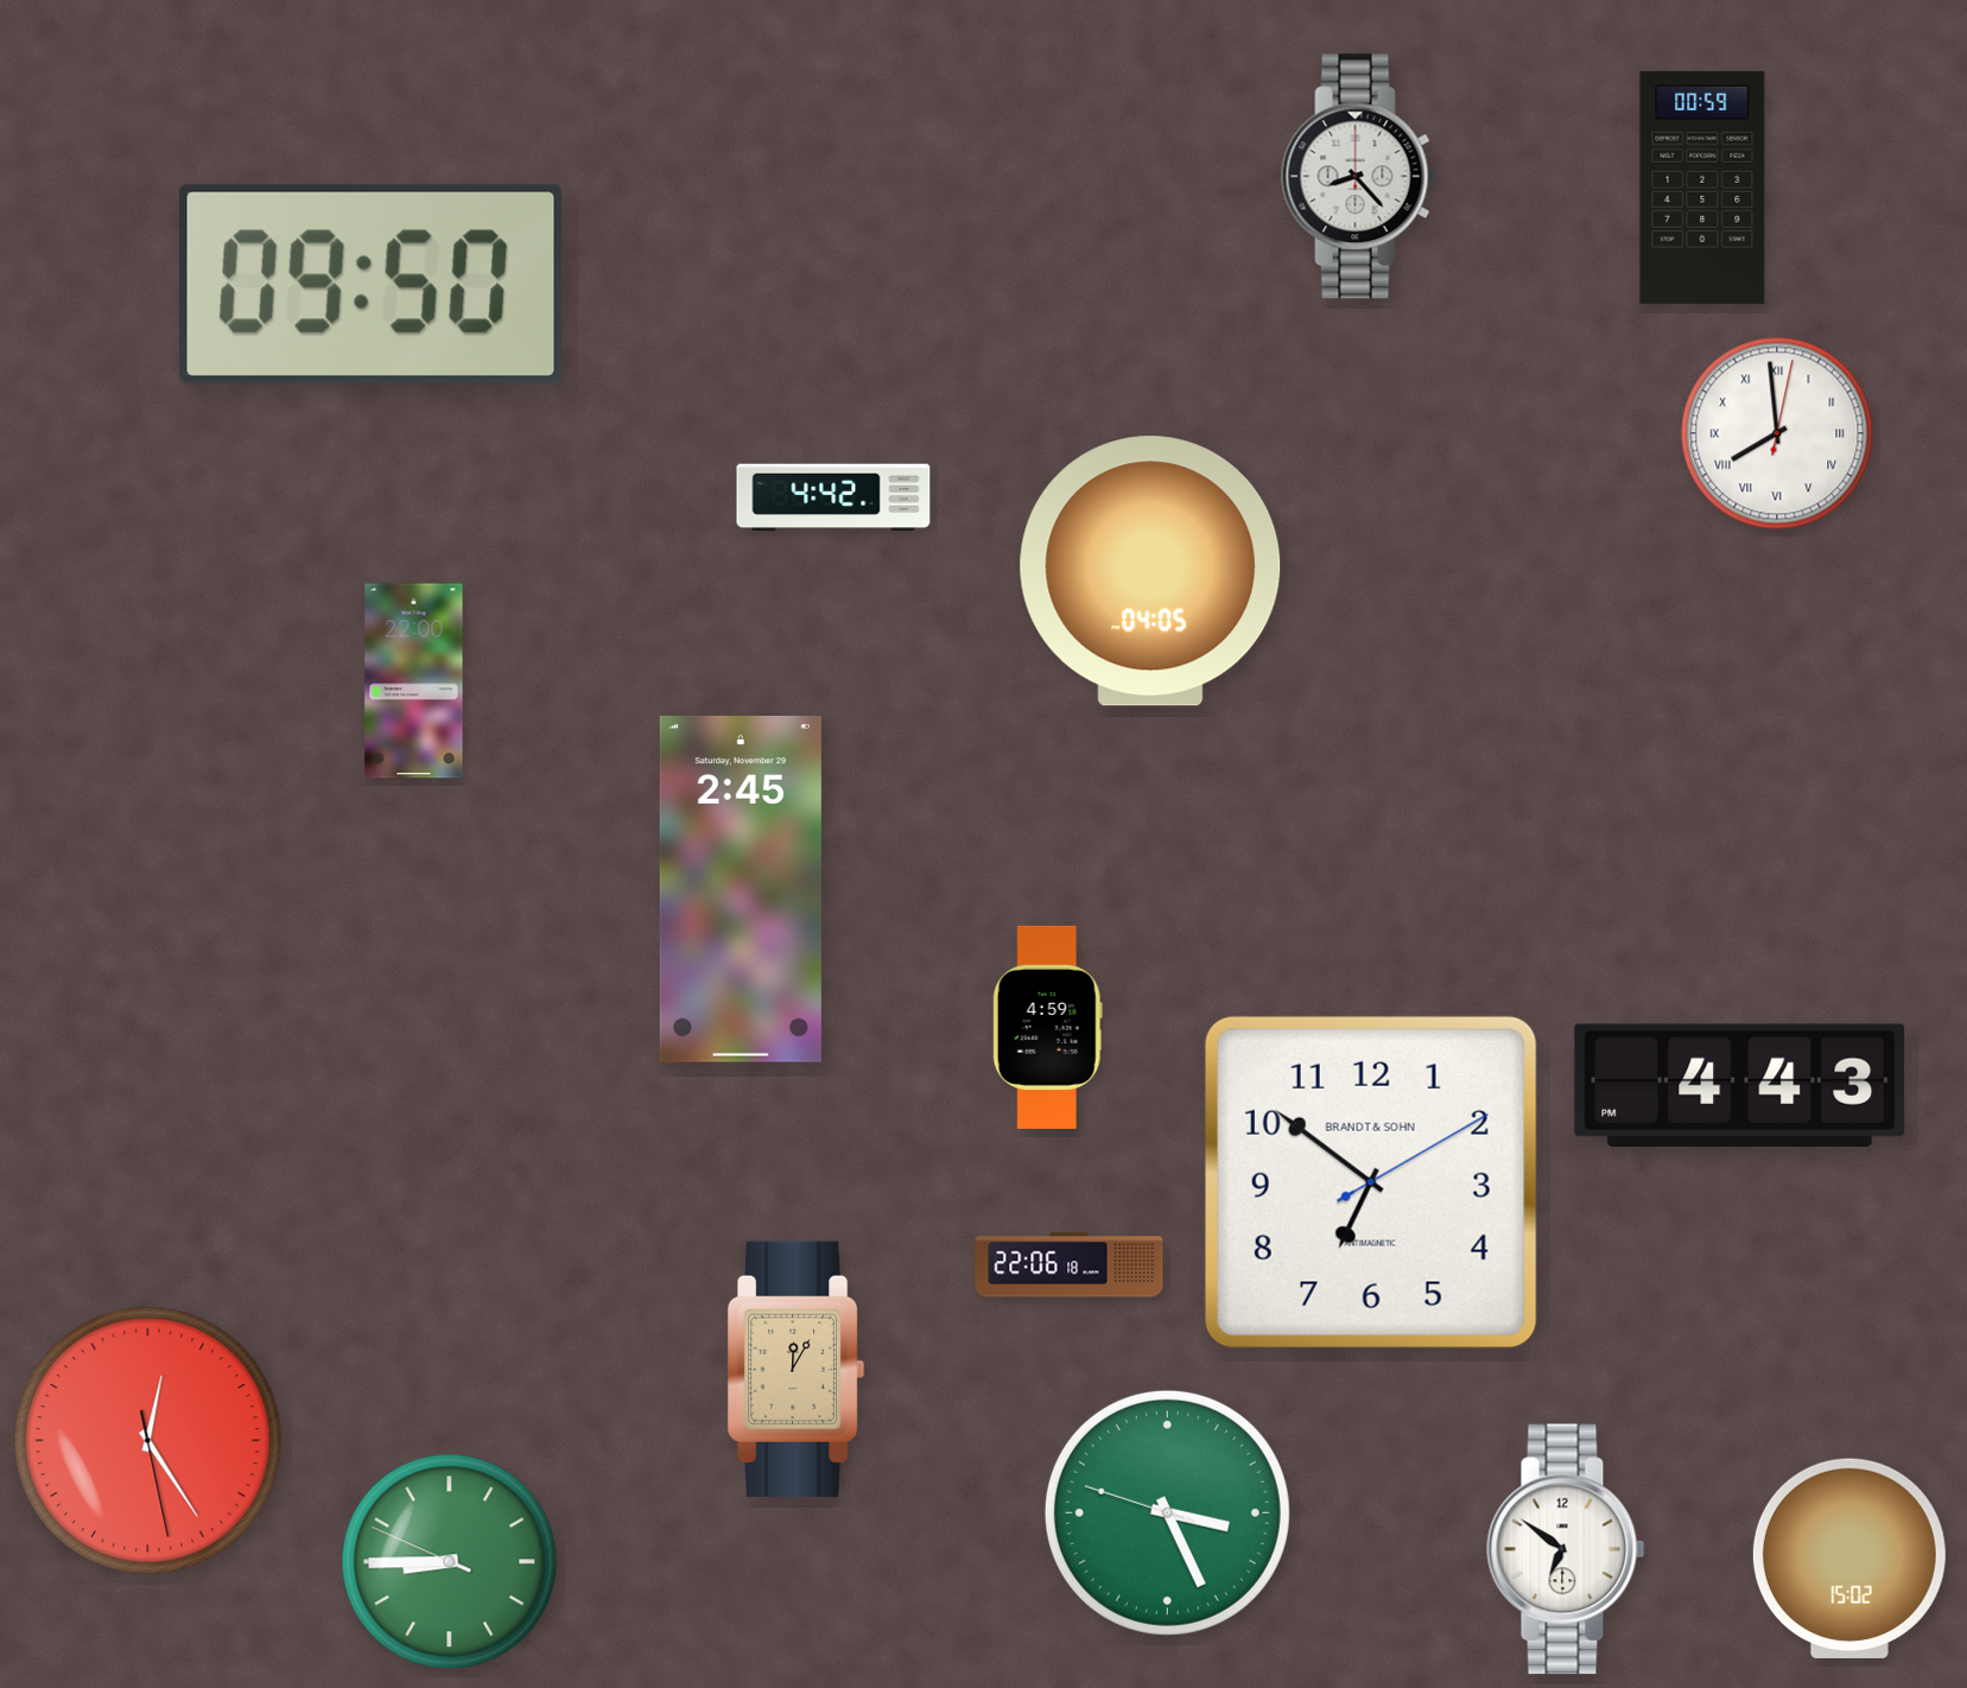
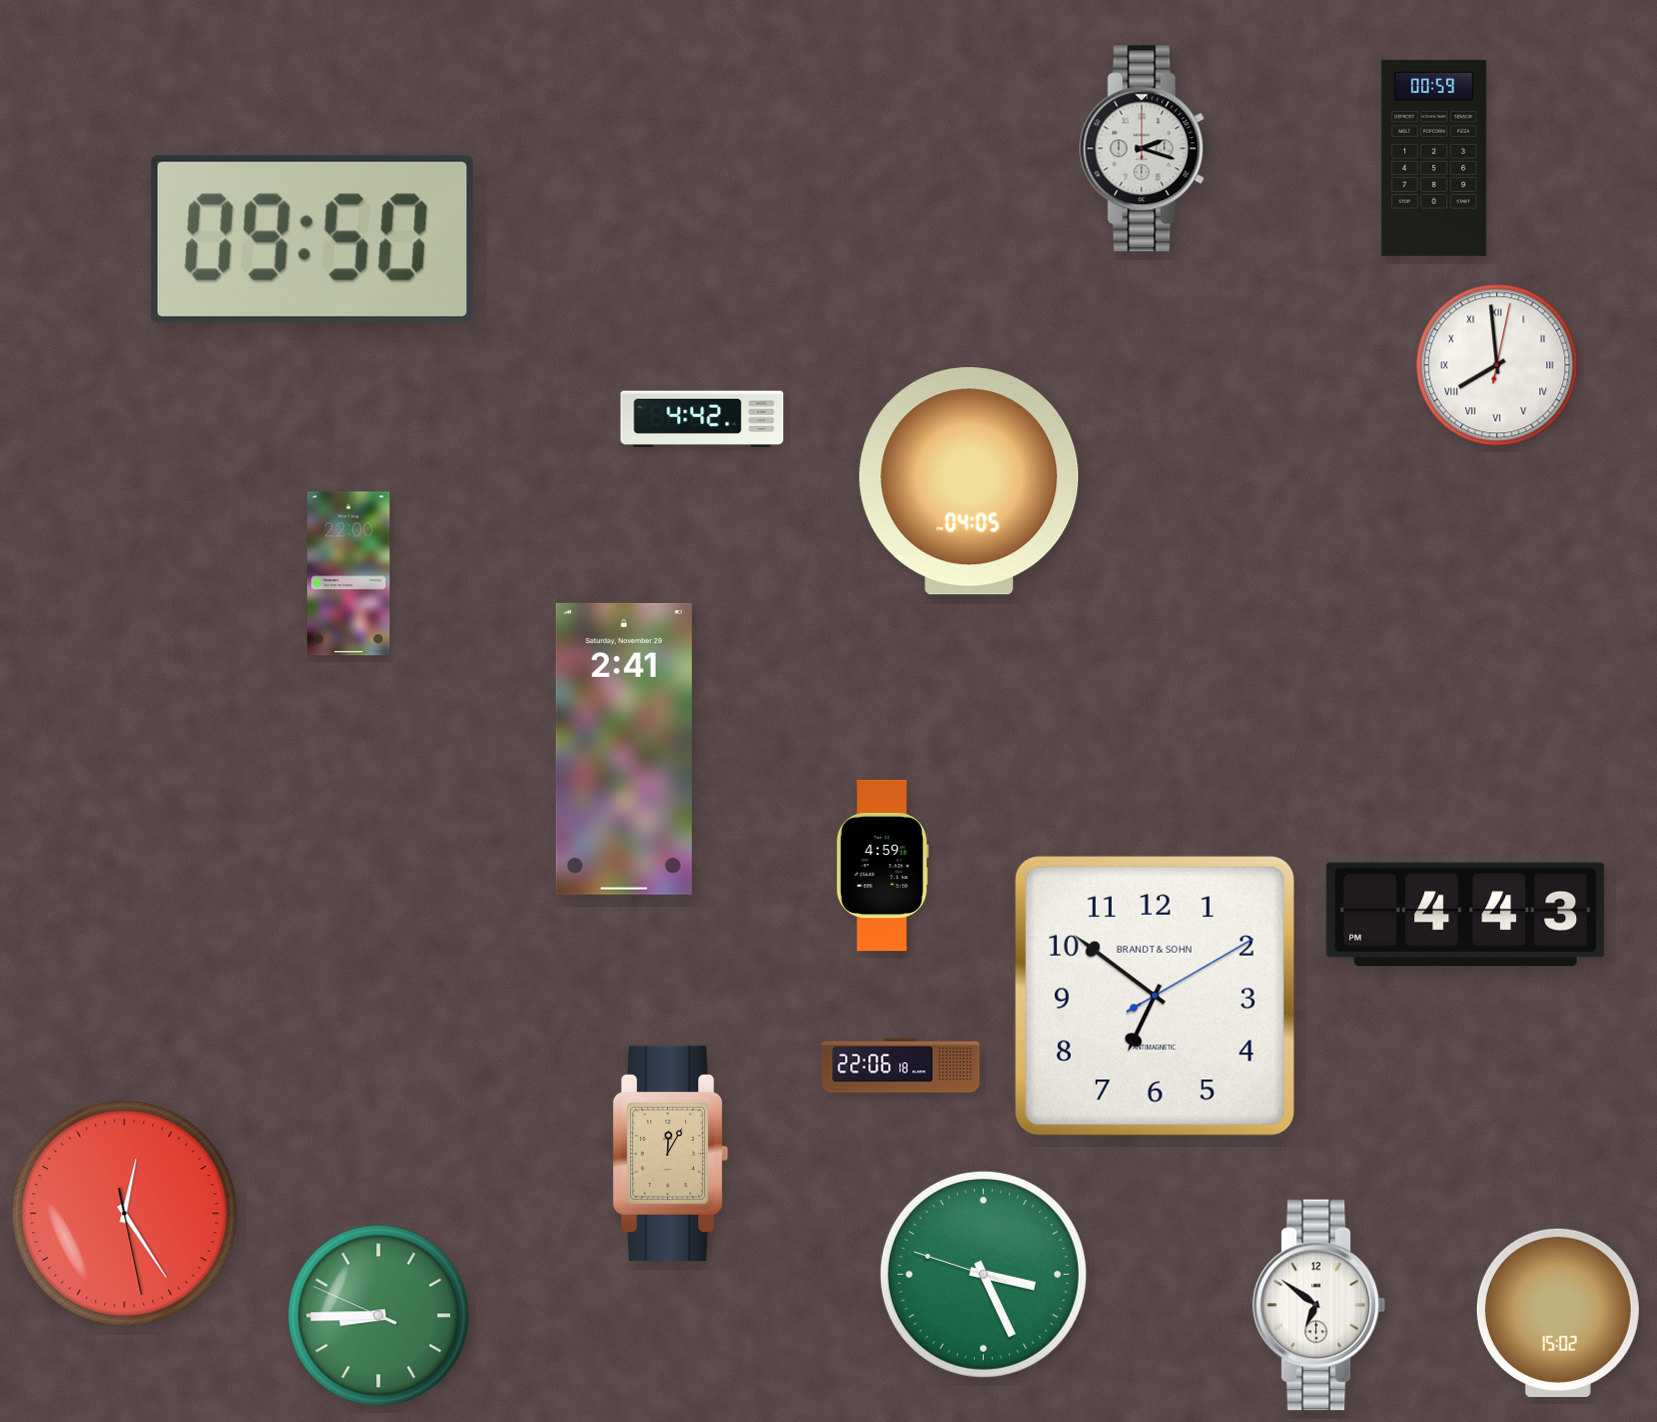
clock at (1359, 177): 8:23 -> 2:18
clock at (741, 889): 2:45 -> 2:41
